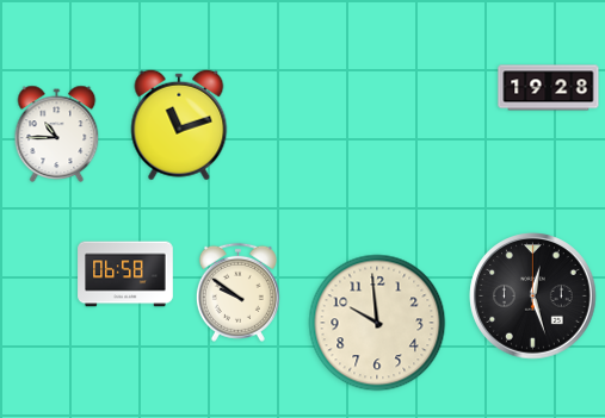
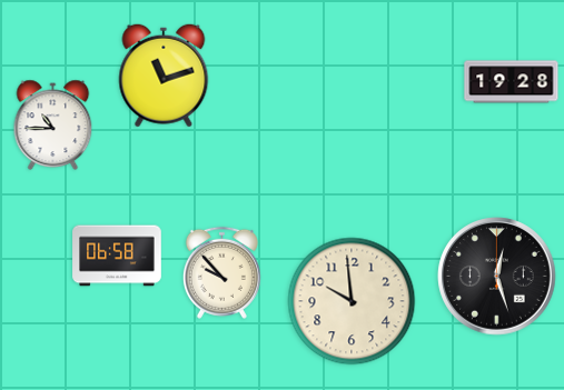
clock at (179, 125) position: (179, 125) -> (164, 76)
clock at (237, 292): 9:51 -> 9:53
